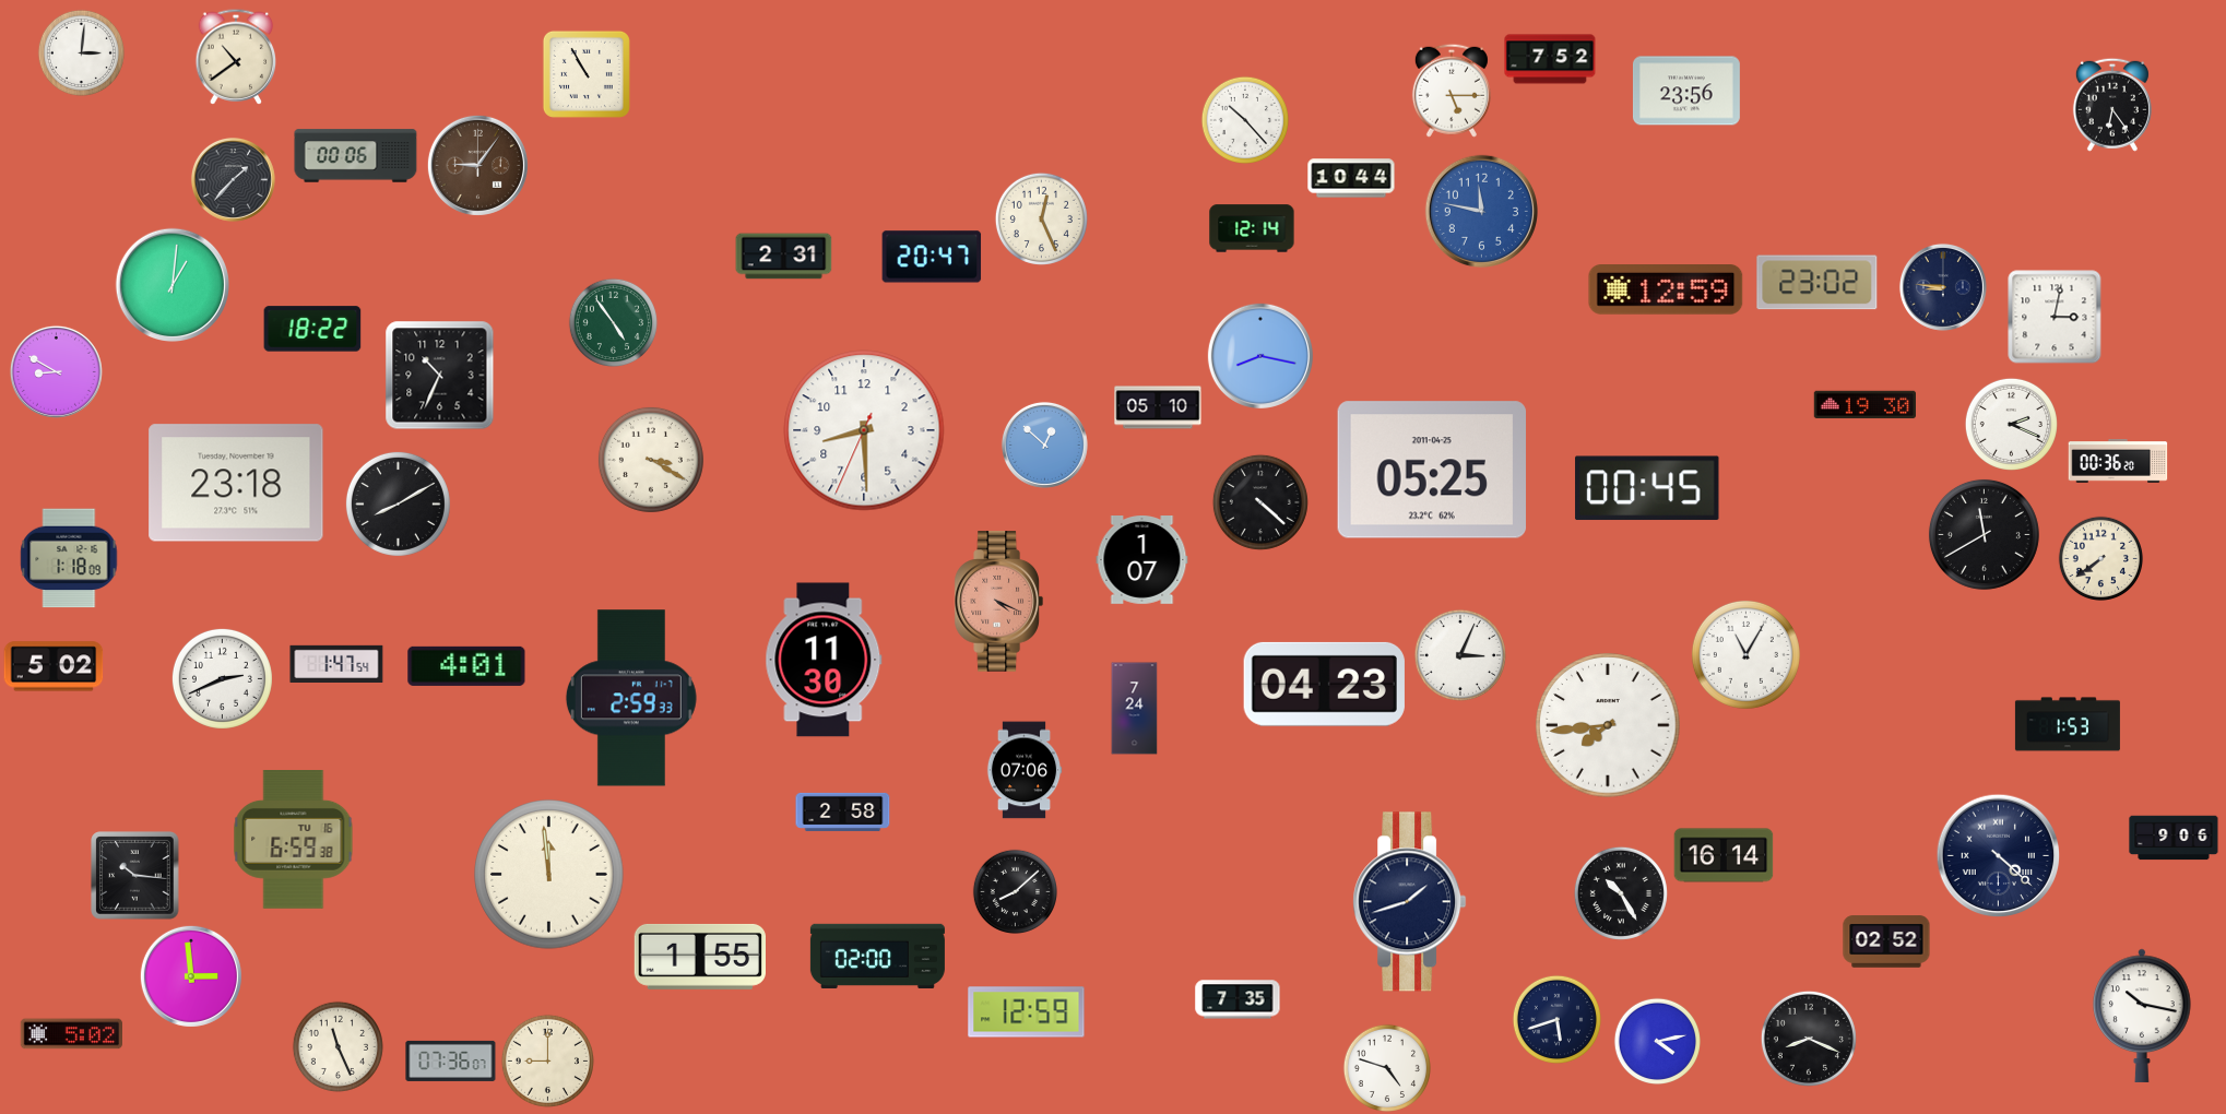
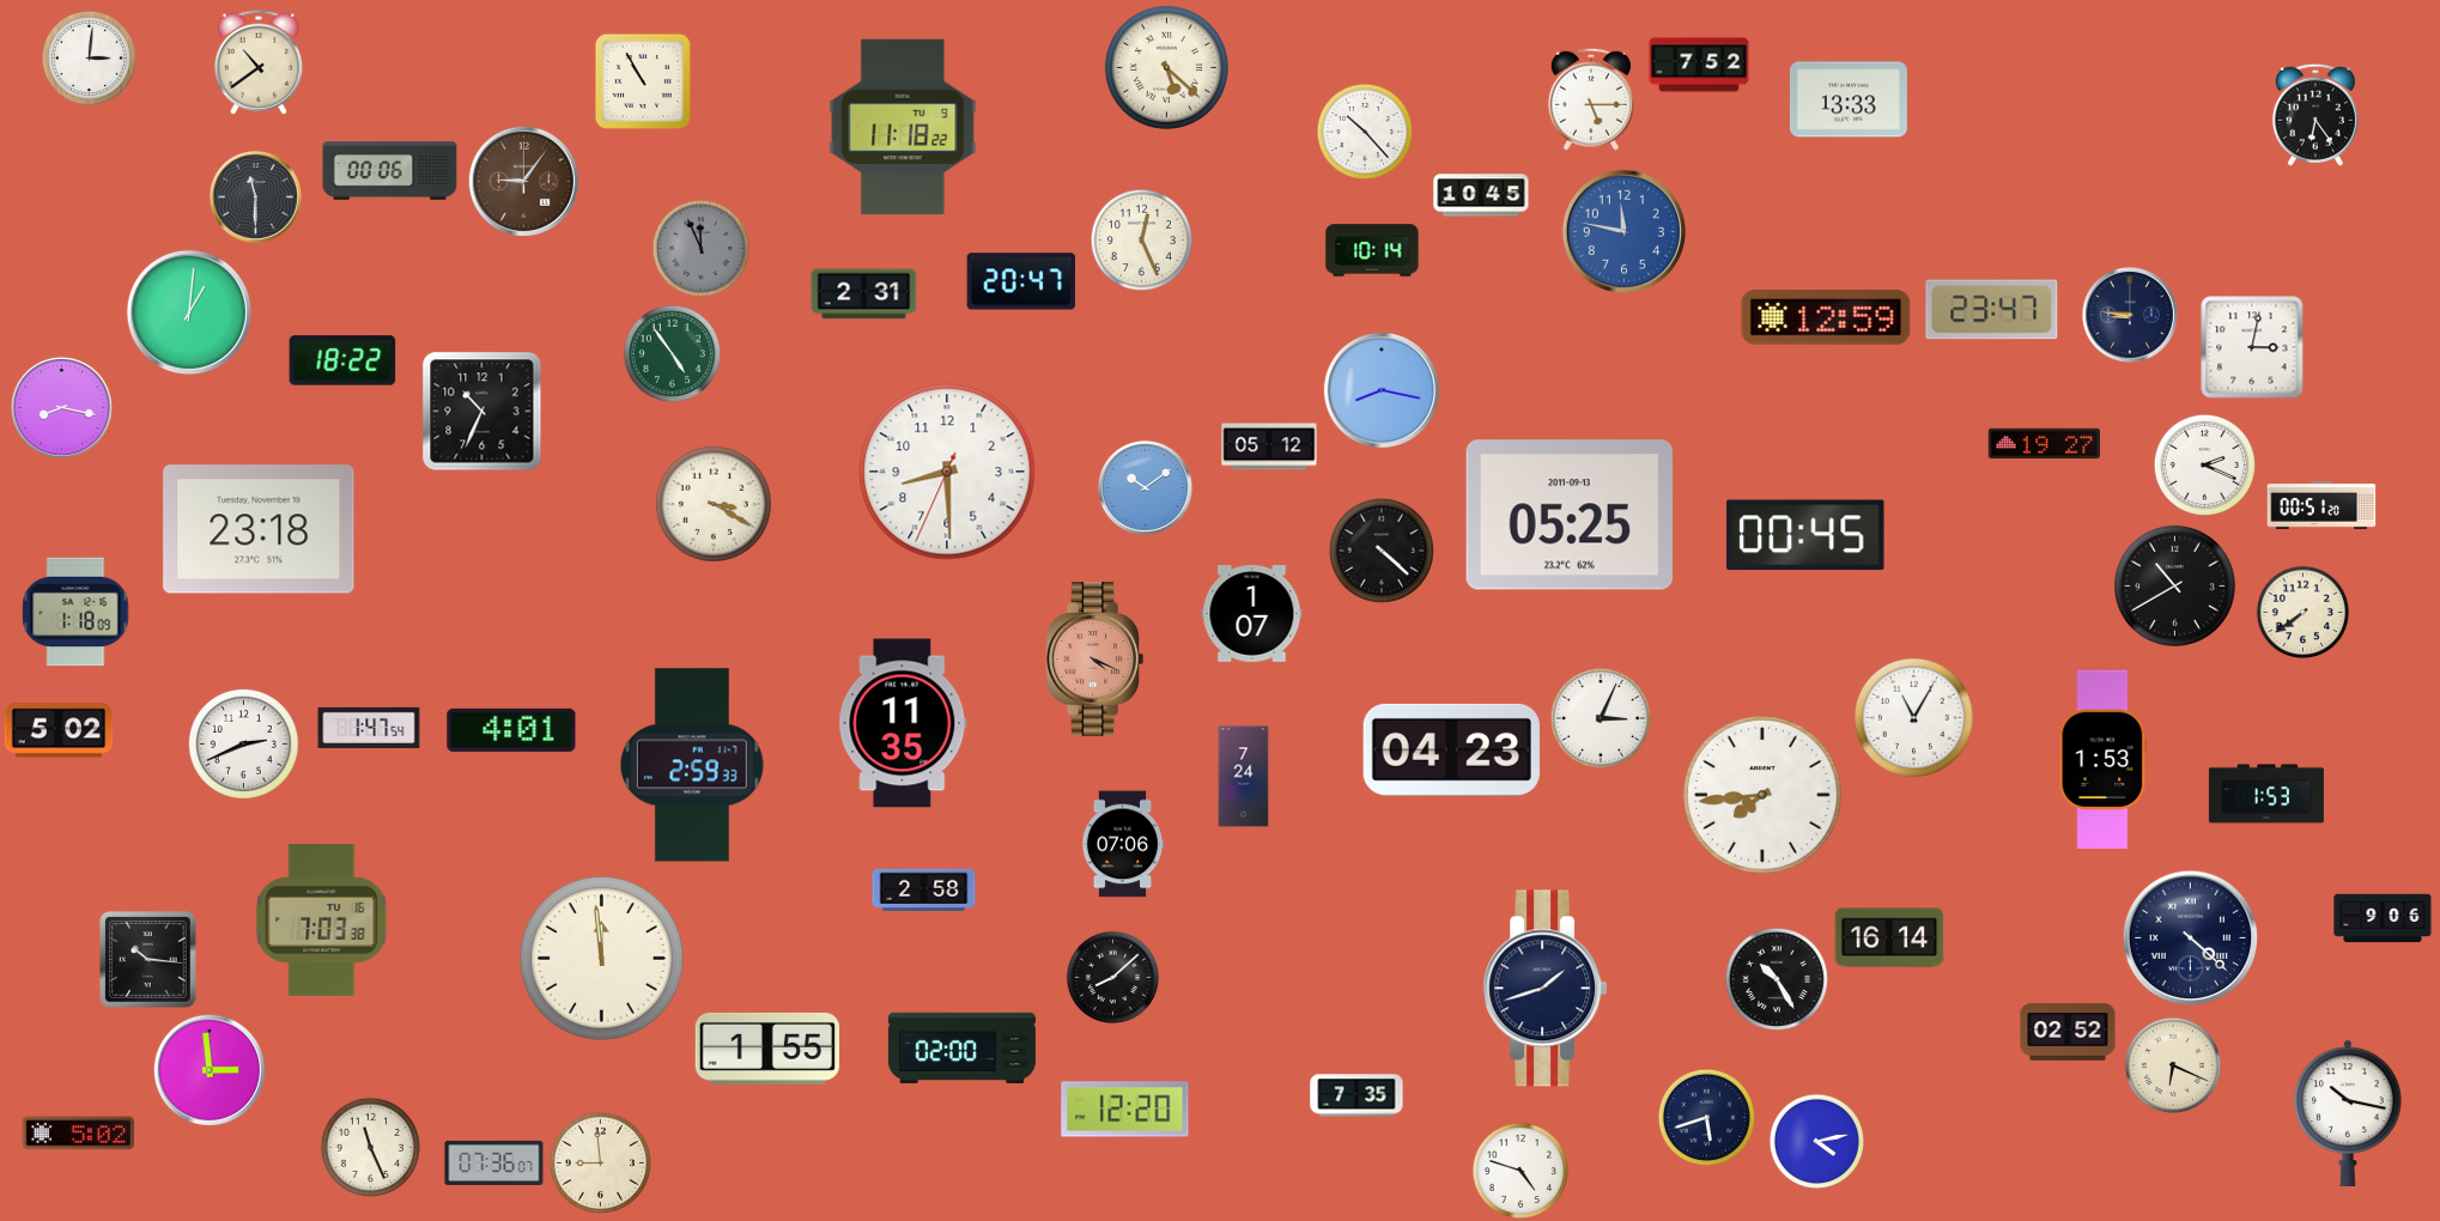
clock at (1166, 67): none -> 5:22
clock at (1686, 91): 23:56 -> 13:33
clock at (903, 127): none -> 11:18
clock at (1351, 178): 10:44 -> 10:45
clock at (233, 179): 1:37 -> 11:30
clock at (700, 248): none -> 11:56
clock at (1252, 228): 12:14 -> 10:14
clock at (784, 257) position: (784, 257) -> (864, 294)
clock at (1817, 283): 23:02 -> 23:47
clock at (56, 371): 8:50 -> 8:17
clock at (1864, 405): 19:30 -> 19:27
clock at (1158, 407): 05:10 -> 05:12
clock at (1044, 445): 12:52 -> 10:09
clock at (2118, 462): 00:36 -> 00:51
clock at (1432, 470) date: 2011-04-25 -> 2011-09-13
clock at (398, 503): 8:10 -> none
clock at (1984, 534): 11:40 -> 10:40
clock at (824, 660): 11:30 -> 11:35
clock at (2104, 759): none -> 1:53
clock at (294, 840): 6:59 -> 7:03
clock at (2172, 1064): none -> 6:19
clock at (1027, 1012): 12:59 -> 12:20
clock at (1809, 1039): 8:19 -> none
clock at (547, 1060): 9:00 -> 8:59
